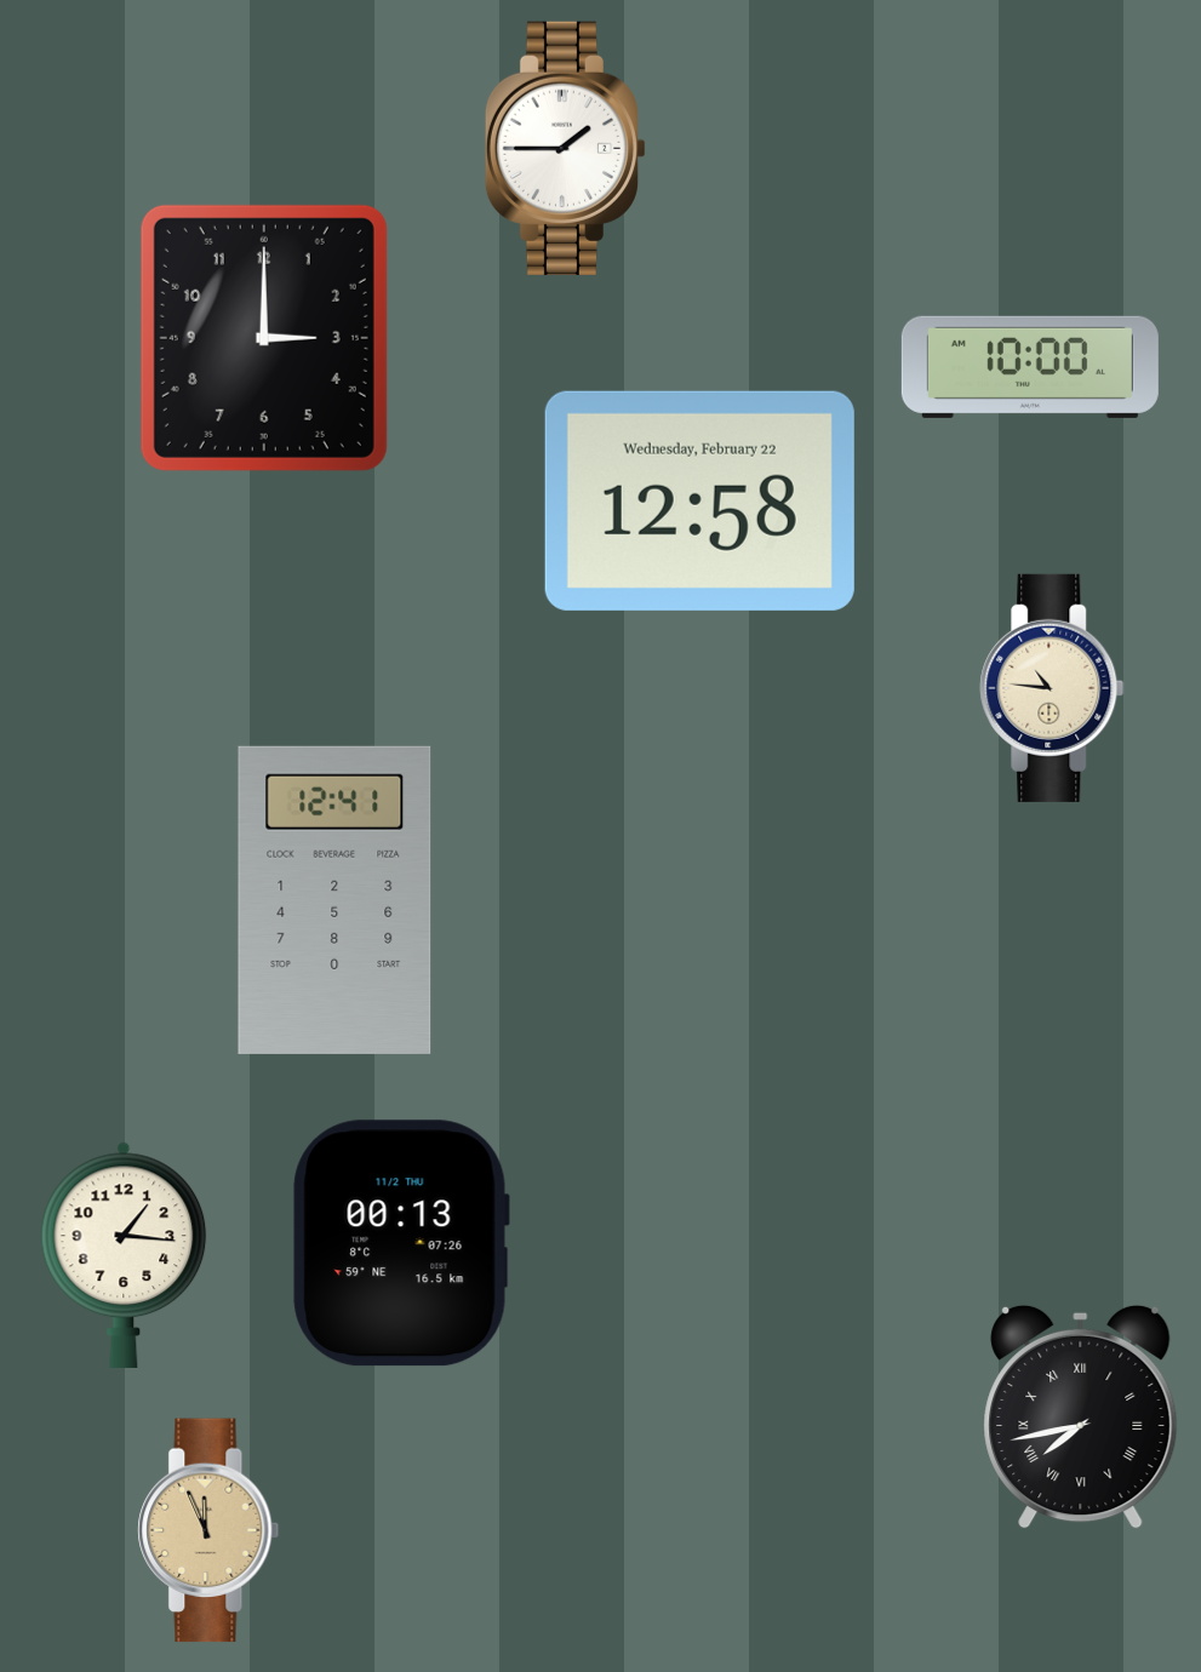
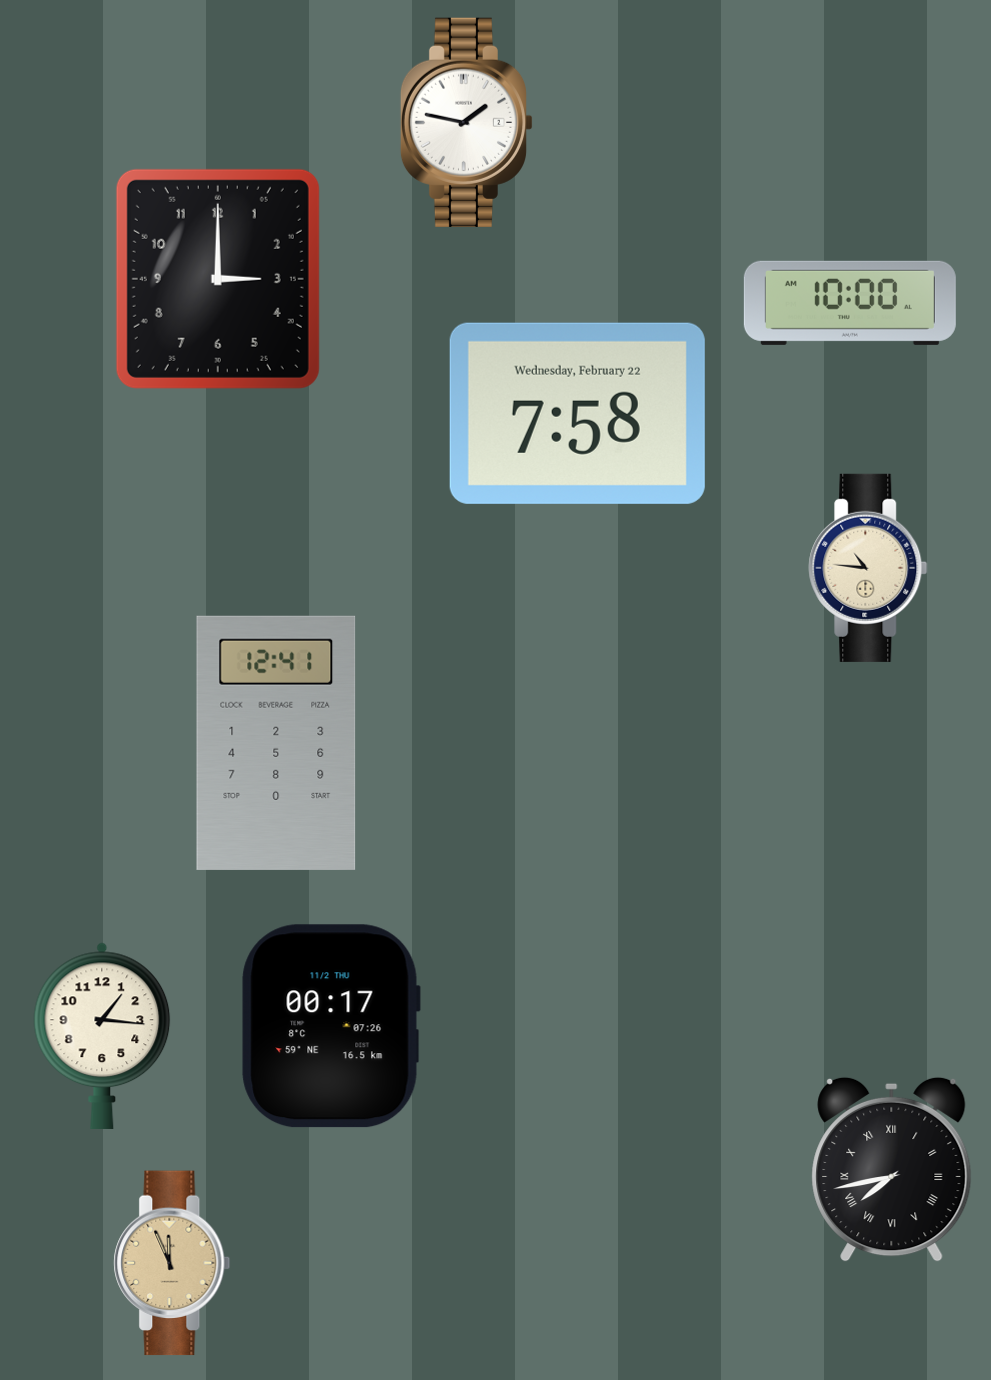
clock at (566, 148): 1:45 -> 1:47
clock at (699, 500): 12:58 -> 7:58
clock at (401, 1243): 00:13 -> 00:17
